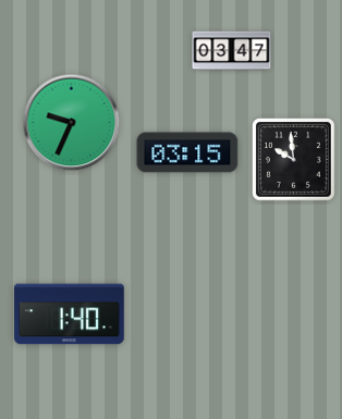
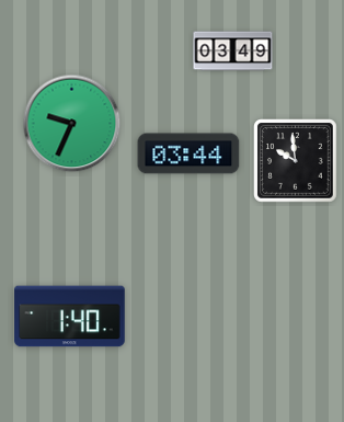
clock at (232, 51): 03:47 -> 03:49
clock at (187, 152): 03:15 -> 03:44
